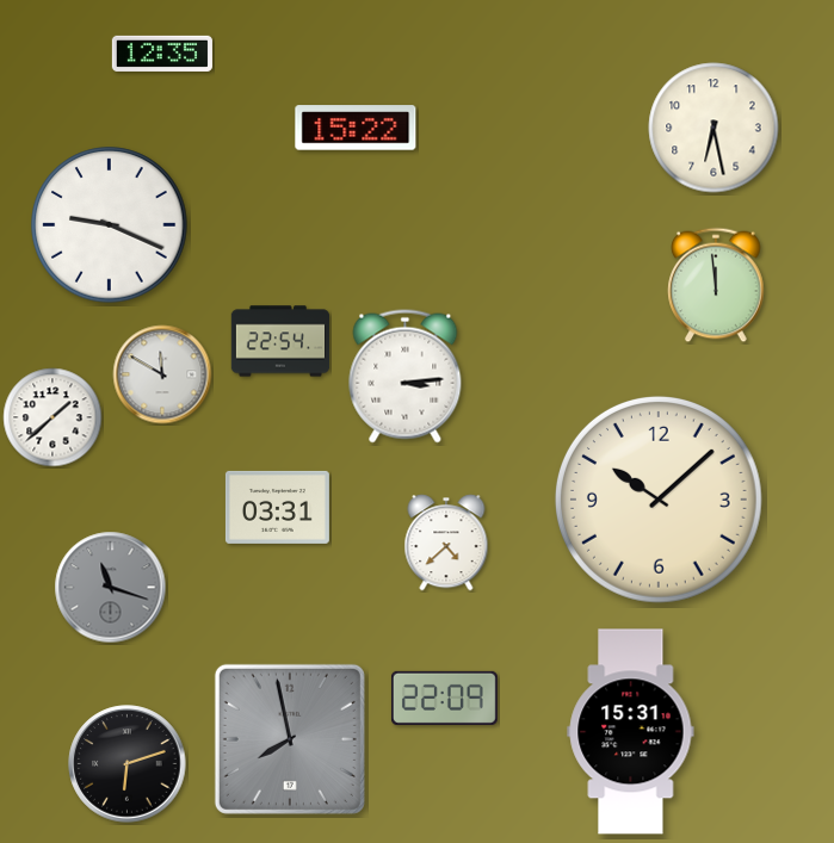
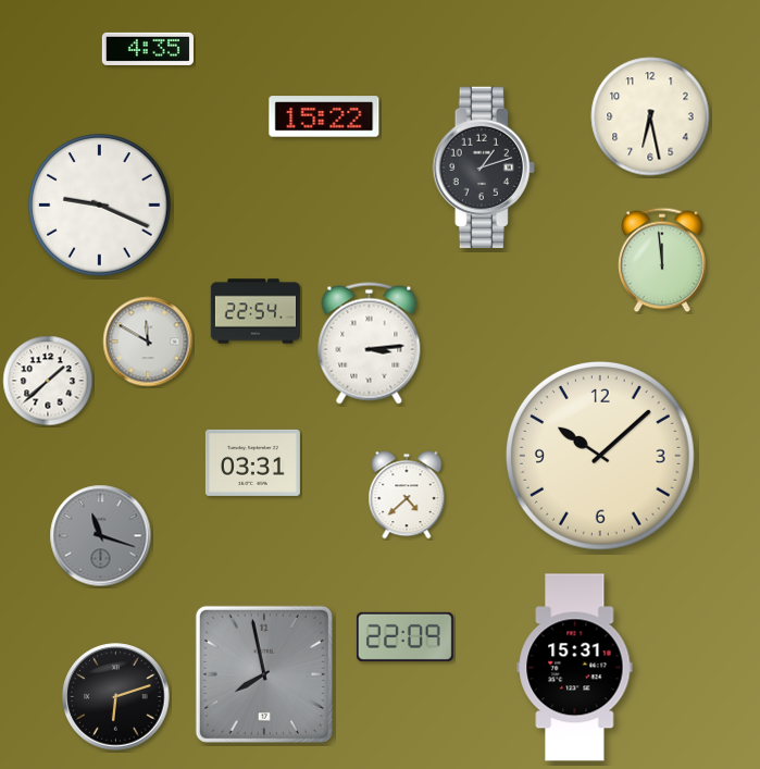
clock at (162, 54): 12:35 -> 4:35
clock at (484, 168): none -> 1:12
clock at (716, 285) position: (716, 285) -> (662, 260)
